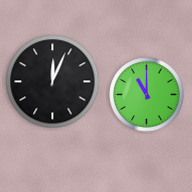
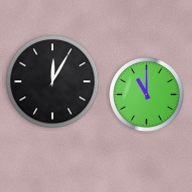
clock at (53, 82): 12:04 -> 12:05
